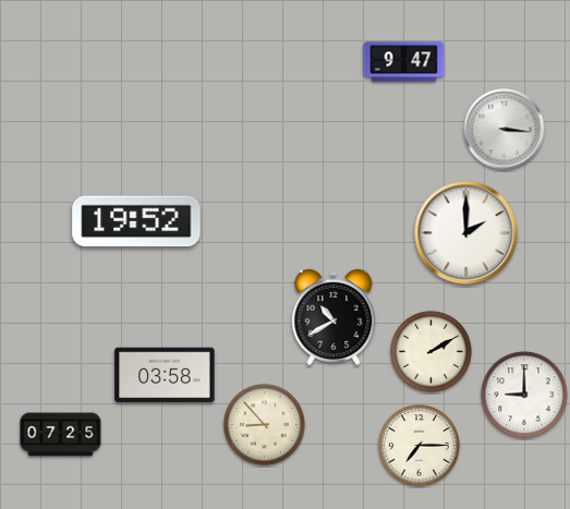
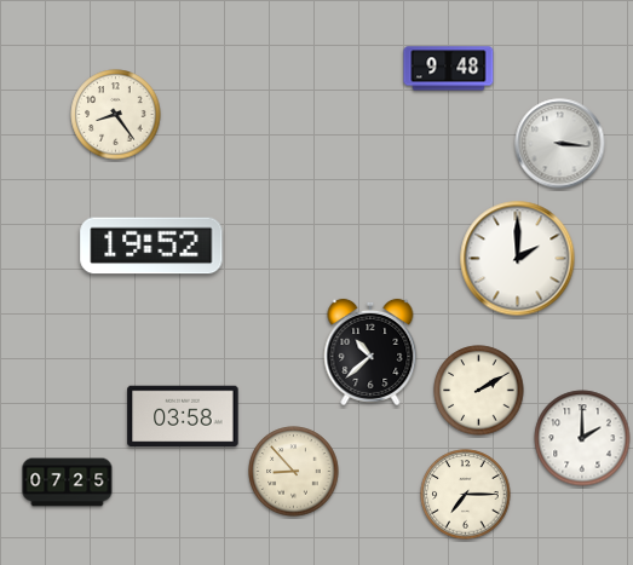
clock at (404, 62): 9:47 -> 9:48
clock at (116, 115): none -> 8:24
clock at (333, 317): 10:40 -> 10:38
clock at (524, 395): 9:00 -> 2:00
